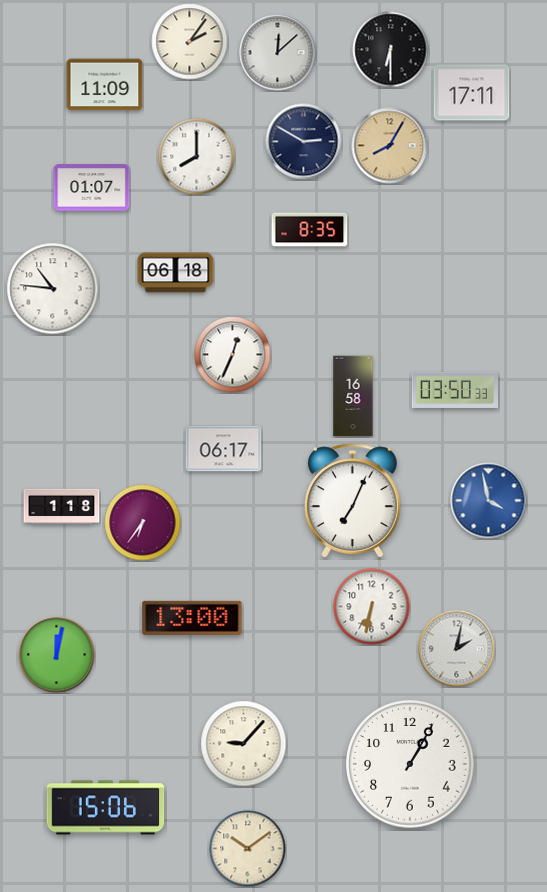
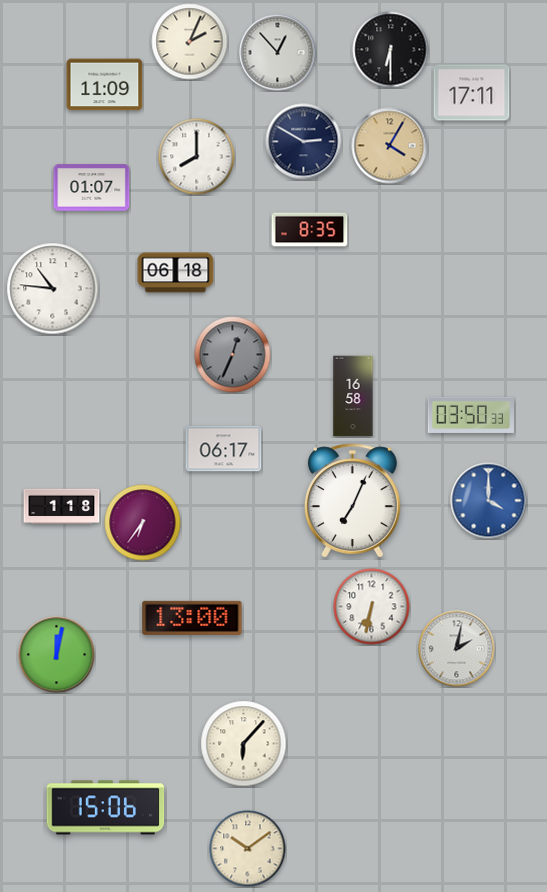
clock at (190, 42): 2:06 -> 2:04
clock at (278, 53): 12:08 -> 12:53
clock at (390, 146): 8:05 -> 4:05
clock at (233, 355) dial: white -> grey
clock at (455, 390) position: (455, 390) -> (471, 415)
clock at (489, 501): 3:58 -> 4:00
clock at (244, 744): 9:07 -> 6:07
clock at (411, 765): 1:05 -> none
